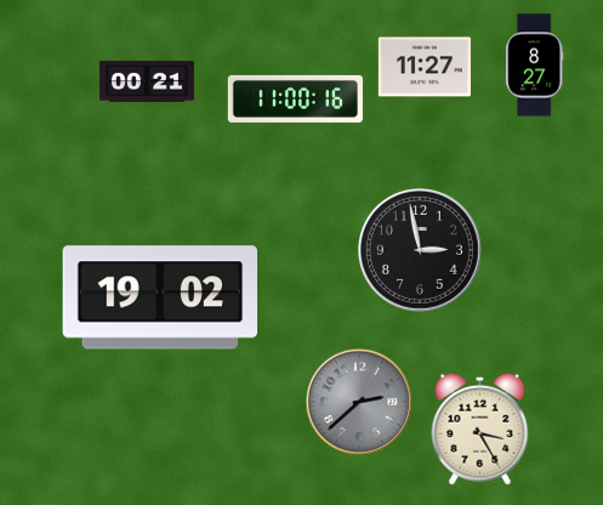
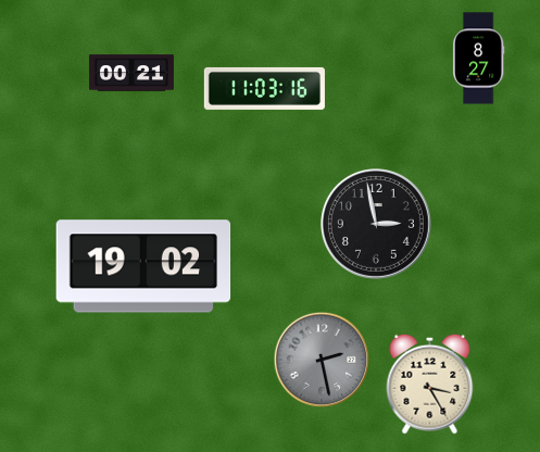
clock at (423, 67): 11:27 -> none
clock at (295, 98): 11:00 -> 11:03
clock at (359, 402): 2:38 -> 2:28
